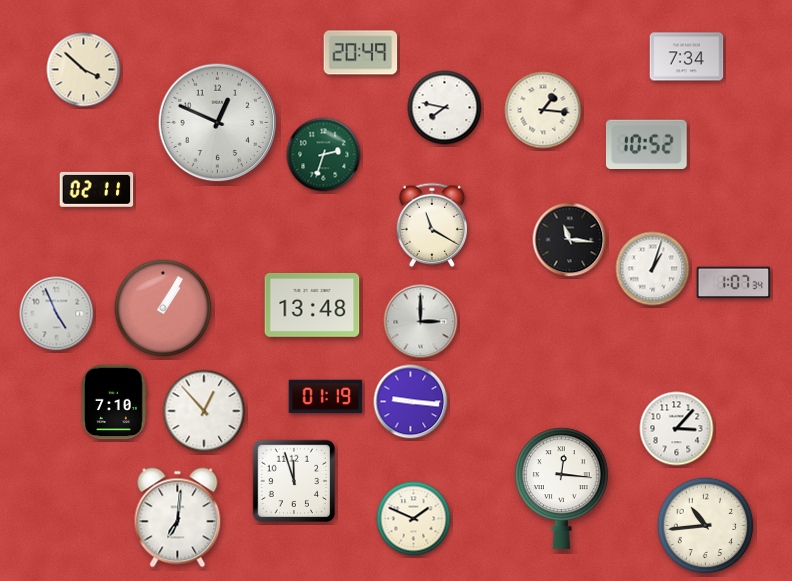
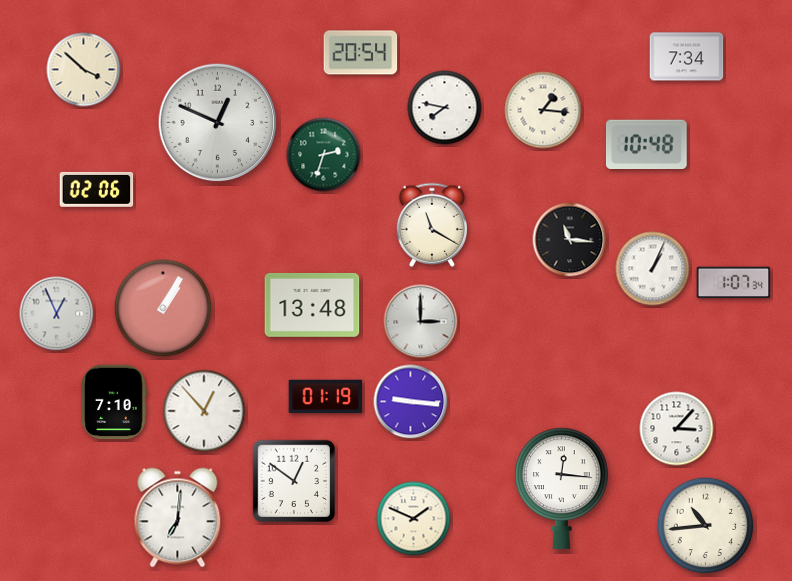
clock at (361, 53): 20:49 -> 20:54
clock at (646, 144): 10:52 -> 10:48
clock at (97, 189): 02:11 -> 02:06
clock at (653, 269): 1:03 -> 1:04
clock at (57, 314): 4:56 -> 12:56
clock at (294, 481): 11:57 -> 12:51
